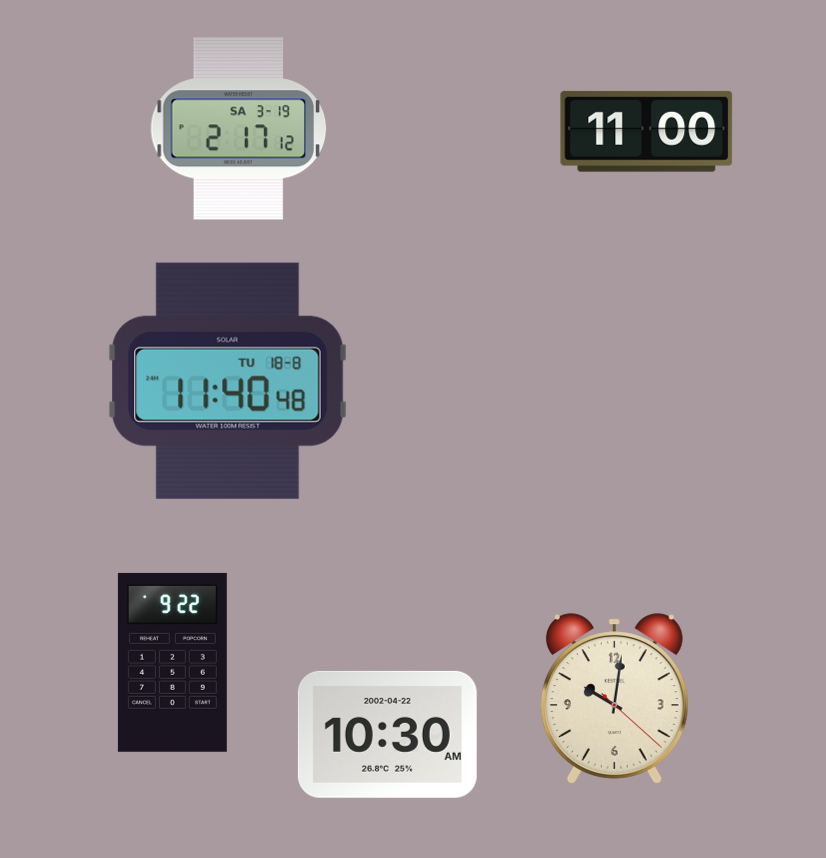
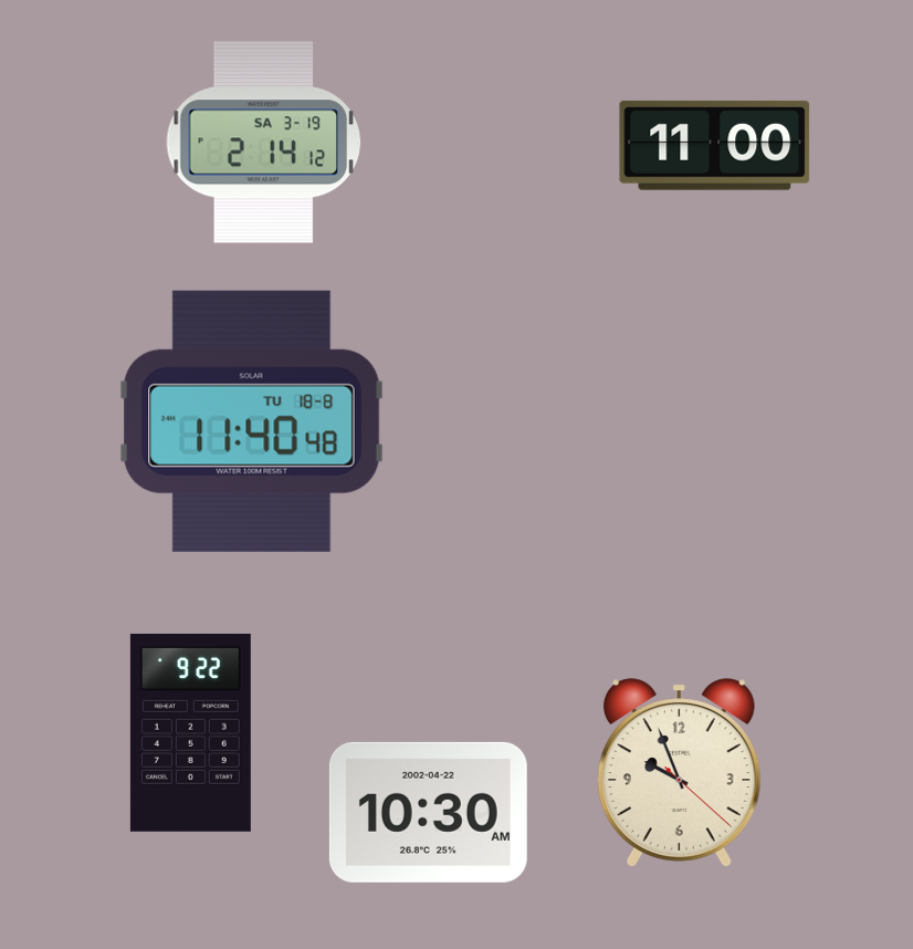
clock at (239, 129): 2:17 -> 2:14
clock at (614, 699): 10:01 -> 9:56
